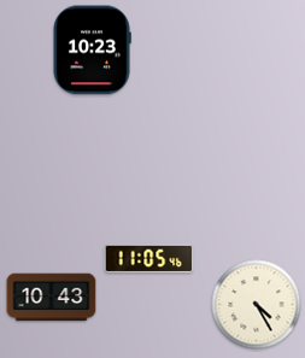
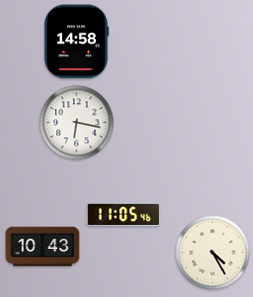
clock at (92, 51): 10:23 -> 14:58
clock at (77, 123): none -> 6:17
